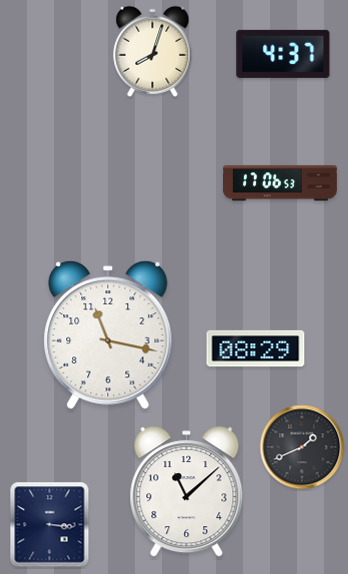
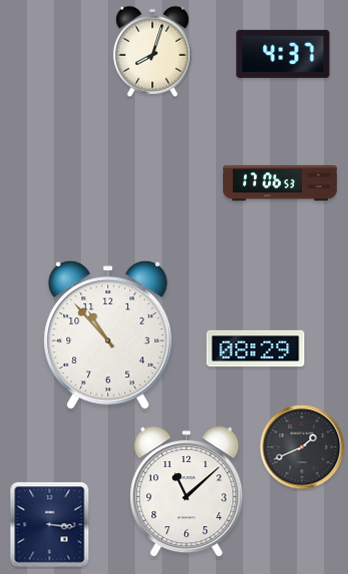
clock at (108, 335): 11:17 -> 10:53
